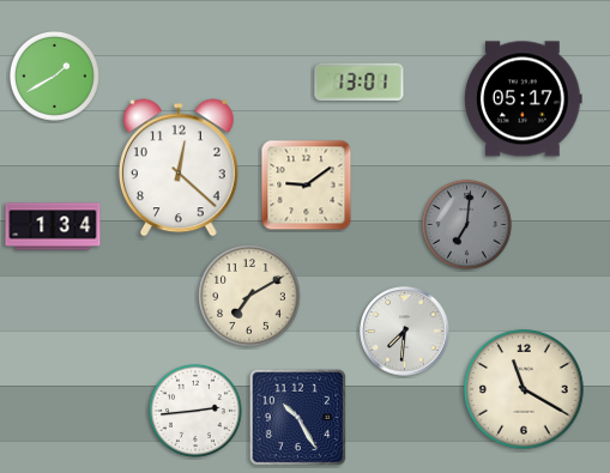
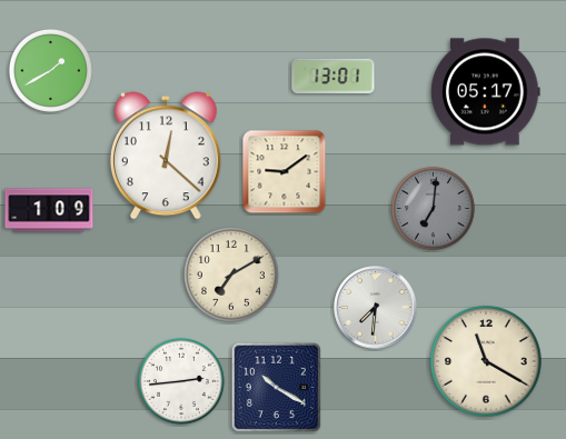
clock at (53, 226): 1:34 -> 1:09
clock at (298, 418): 10:25 -> 10:20
